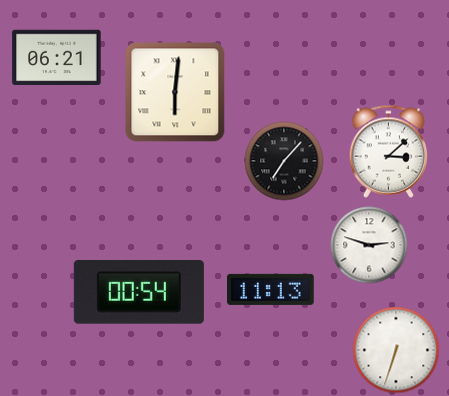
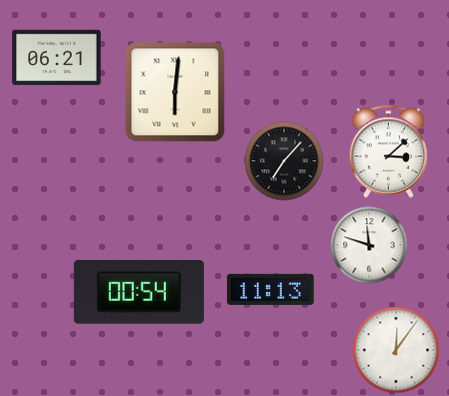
clock at (369, 245): 2:48 -> 11:48
clock at (396, 350): 6:33 -> 12:06
